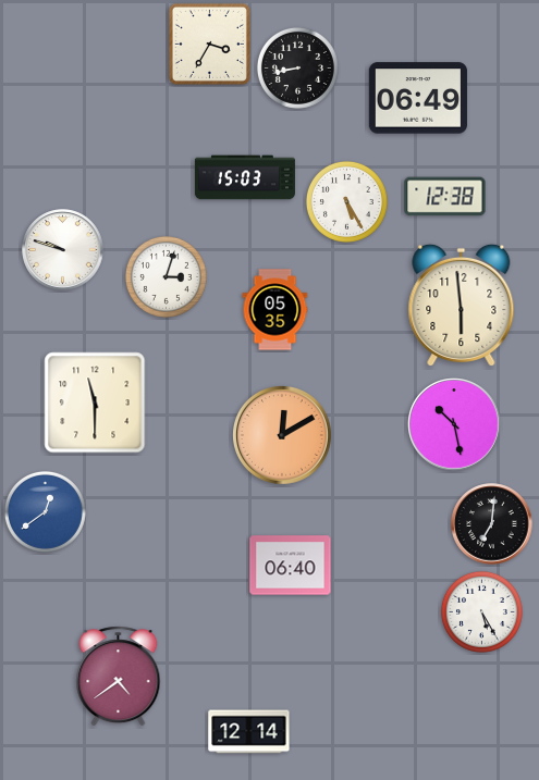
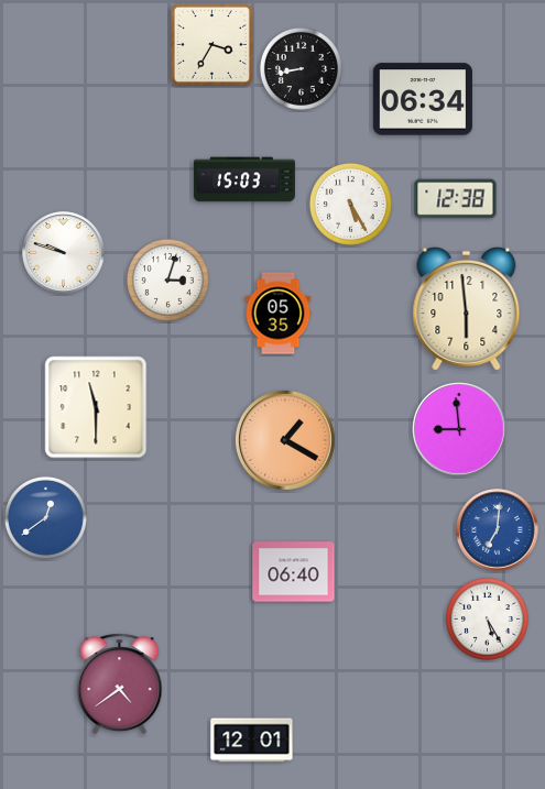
clock at (418, 98): 06:49 -> 06:34
clock at (245, 177) position: (245, 177) -> (244, 179)
clock at (445, 197) position: (445, 197) -> (456, 199)
clock at (454, 424): 10:28 -> 8:59
clock at (283, 436): 12:10 -> 1:20
clock at (492, 524) dial: black -> blue
clock at (249, 732): 12:14 -> 12:01
